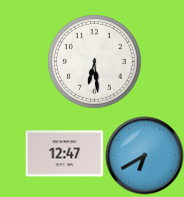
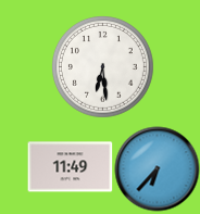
clock at (64, 154): 12:47 -> 11:49
clock at (144, 155): 6:40 -> 6:37
